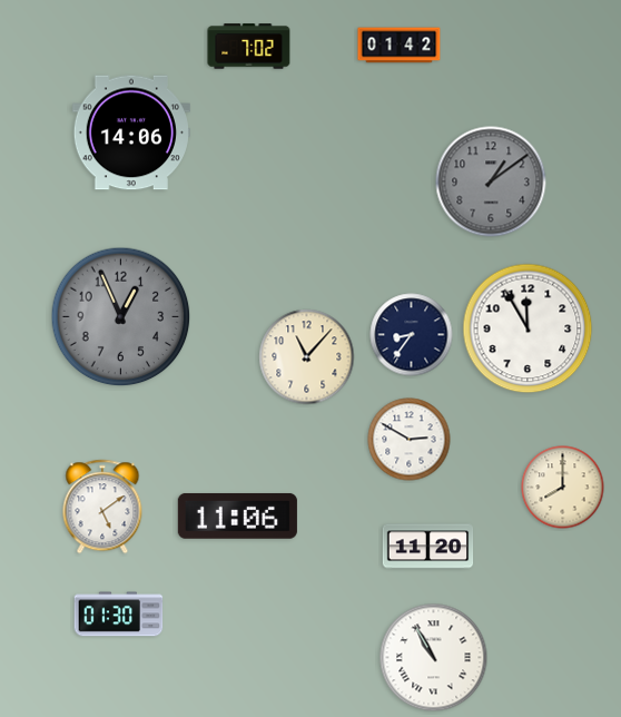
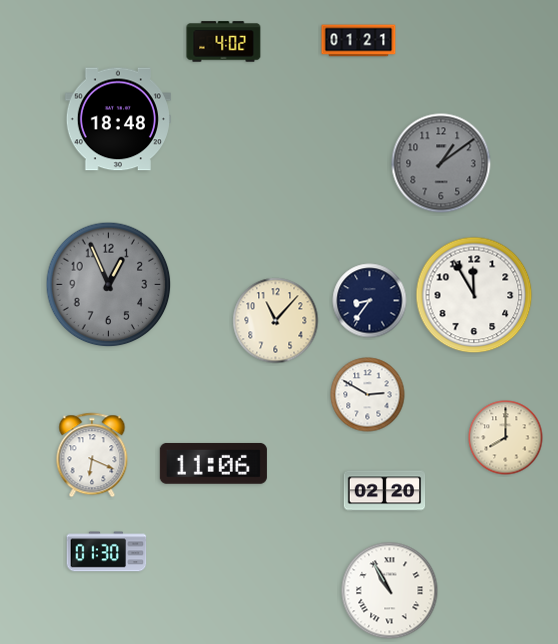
clock at (400, 46): 01:42 -> 01:21
clock at (249, 47): 7:02 -> 4:02
clock at (131, 132): 14:06 -> 18:48
clock at (102, 507): 5:09 -> 6:19
clock at (428, 547): 11:20 -> 02:20
